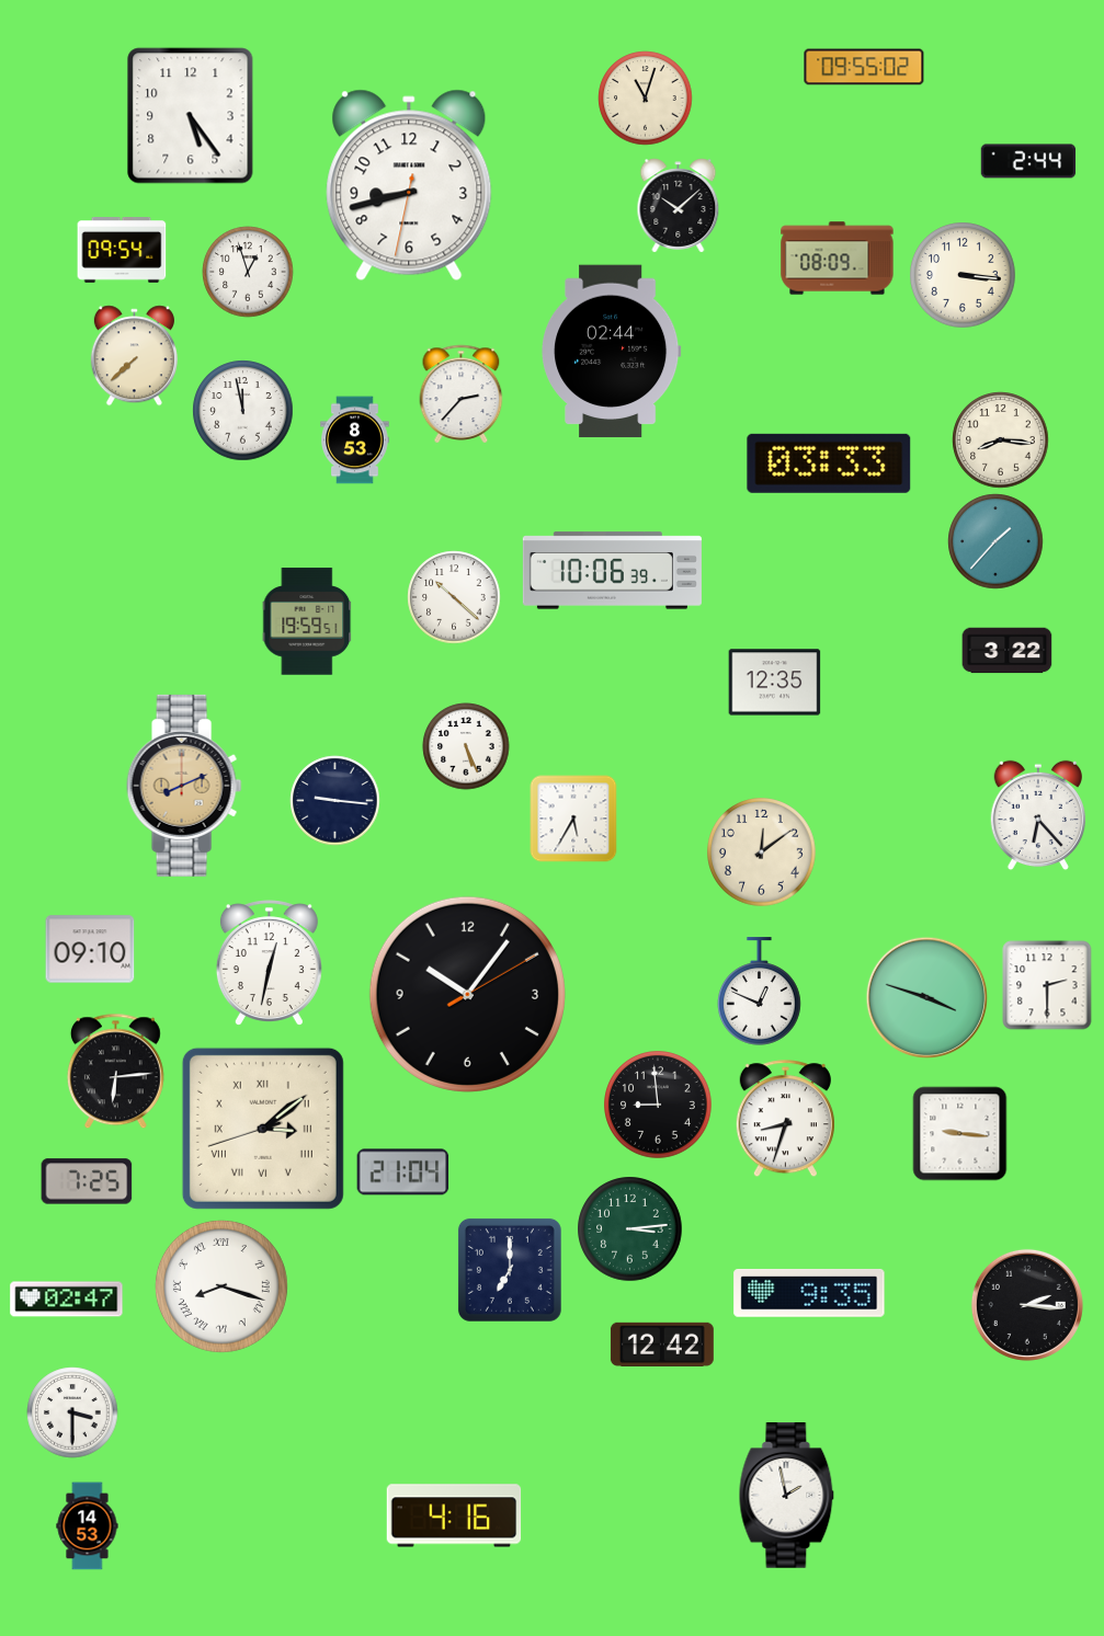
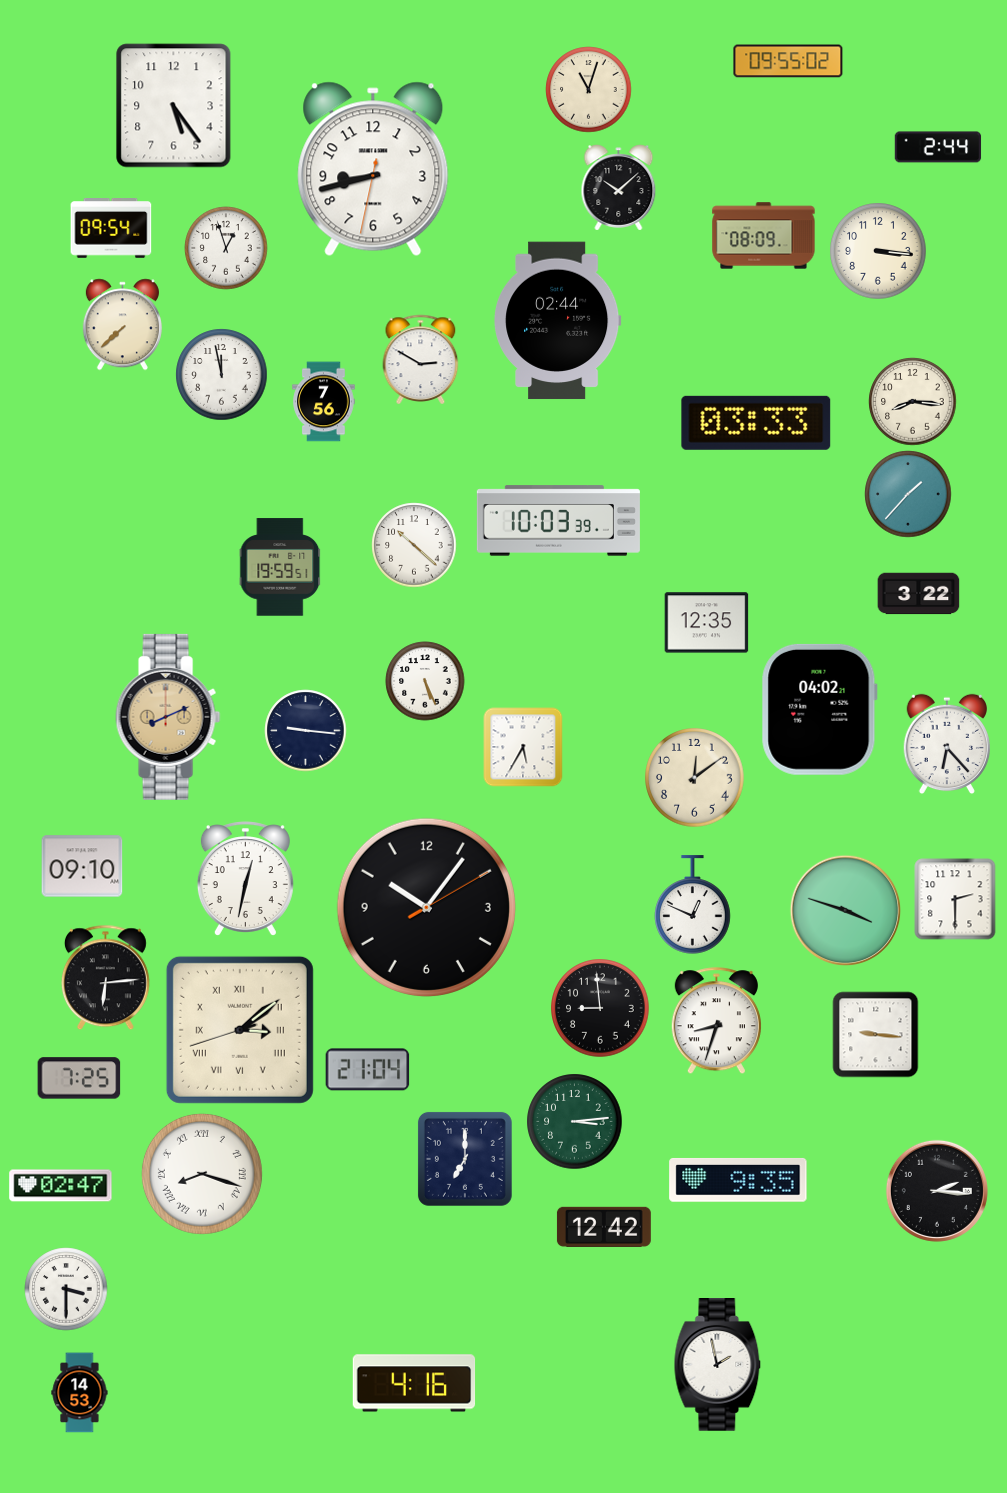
clock at (462, 393): 2:37 -> 2:50
clock at (355, 441): 8:53 -> 7:56
clock at (612, 571): 10:06 -> 10:03
clock at (819, 709): none -> 04:02
